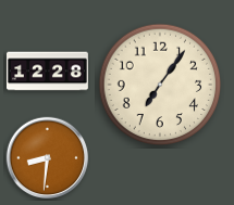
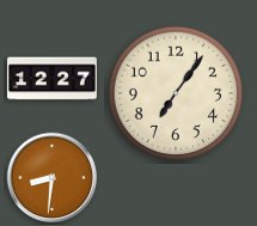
clock at (48, 72): 12:28 -> 12:27
clock at (48, 158) position: (48, 158) -> (53, 178)
